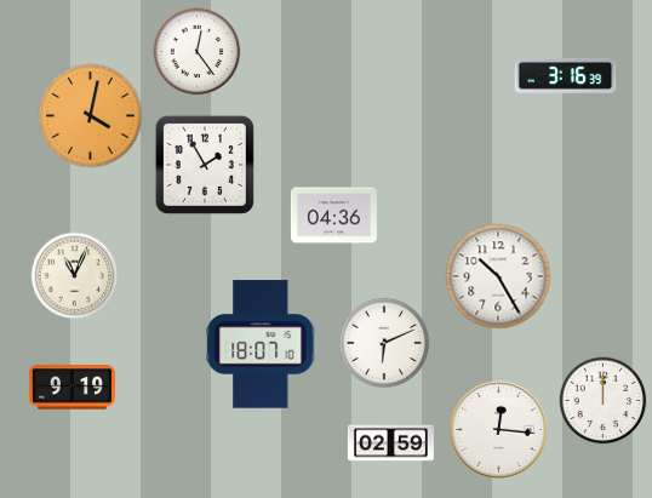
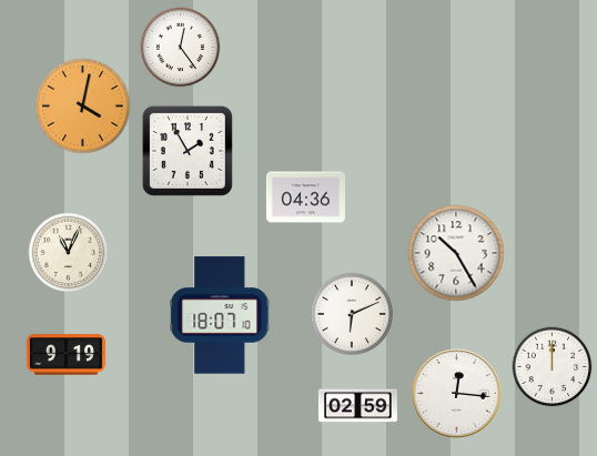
clock at (566, 75): 3:16 -> none
clock at (261, 344) position: (261, 344) -> (220, 315)
